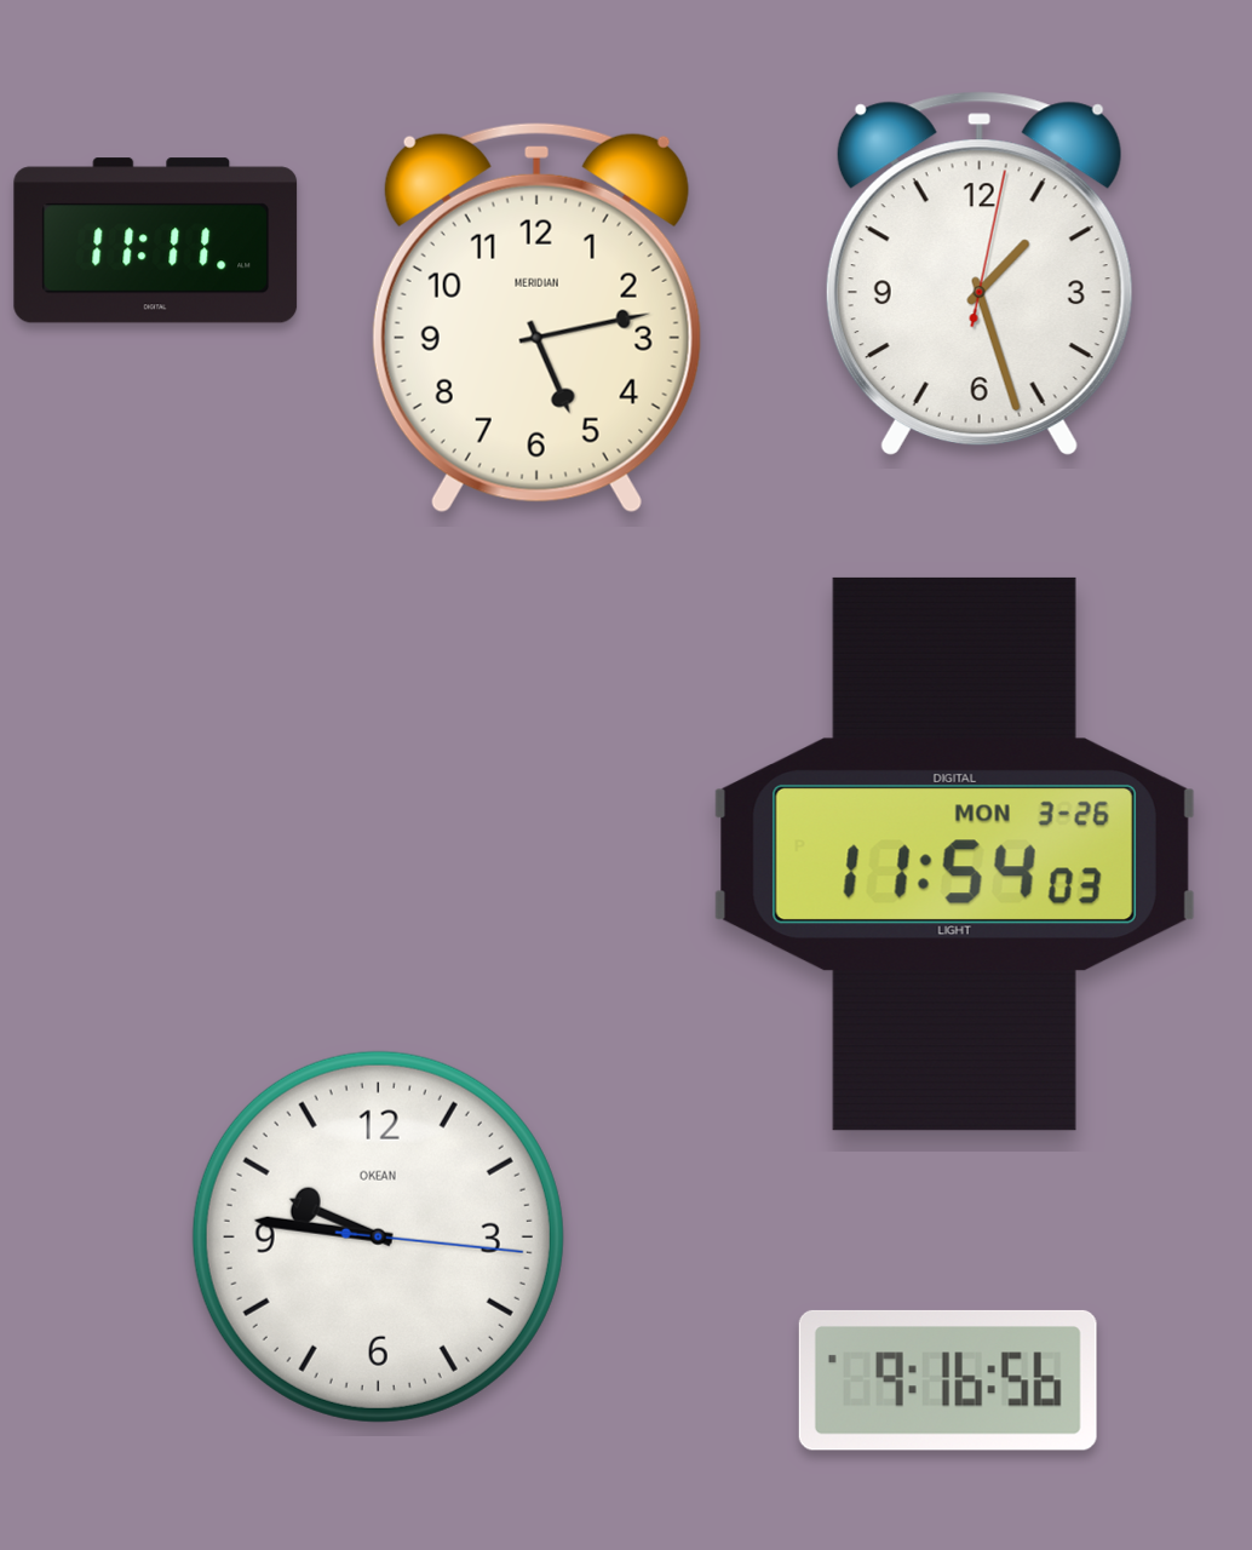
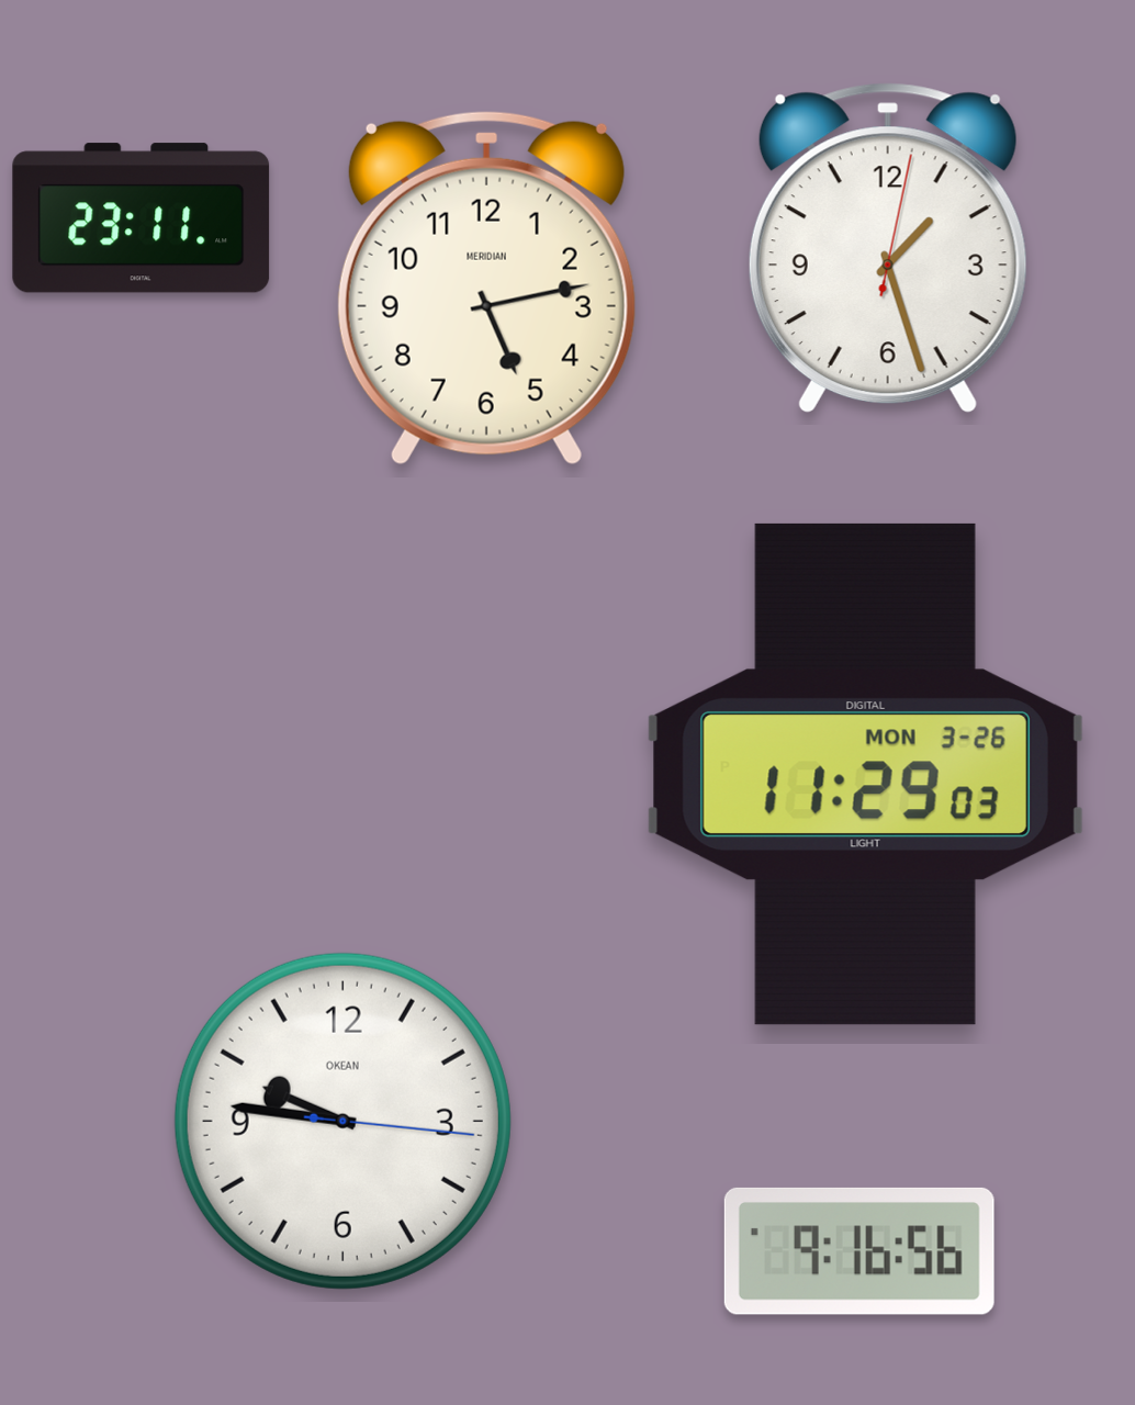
clock at (156, 241): 11:11 -> 23:11
clock at (954, 854): 11:54 -> 11:29
